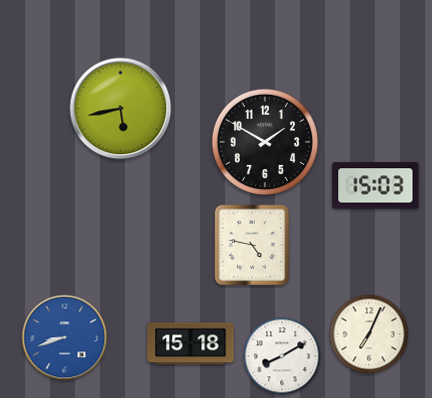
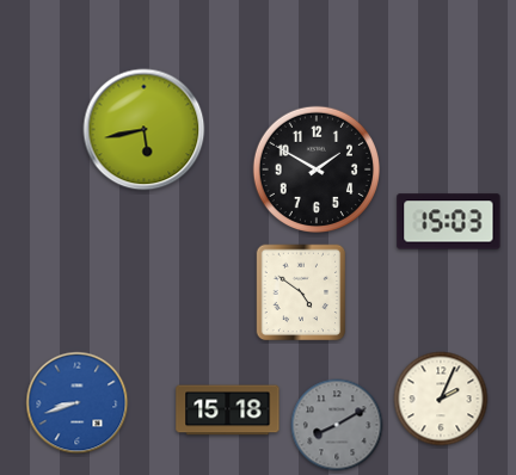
clock at (252, 245): 4:47 -> 4:51
clock at (369, 334): 7:04 -> 2:04
clock at (282, 356) dial: white -> grey
